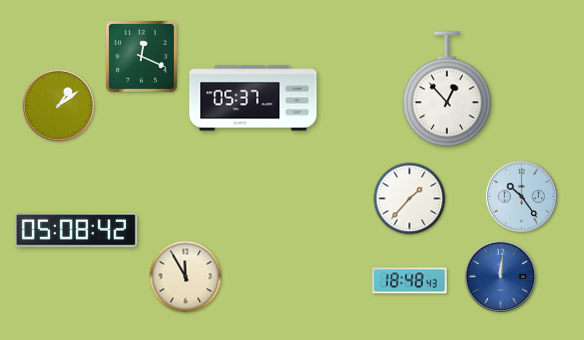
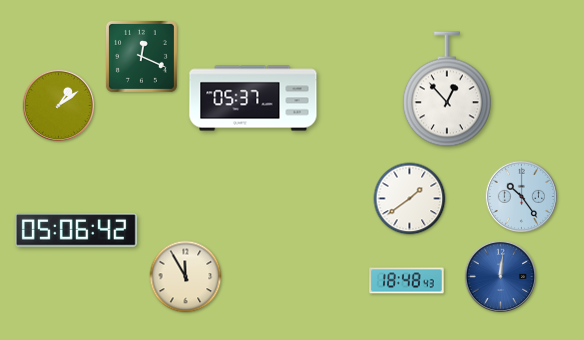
clock at (410, 199): 1:37 -> 1:39
clock at (76, 230): 05:08 -> 05:06
clock at (410, 281) position: (410, 281) -> (407, 281)
